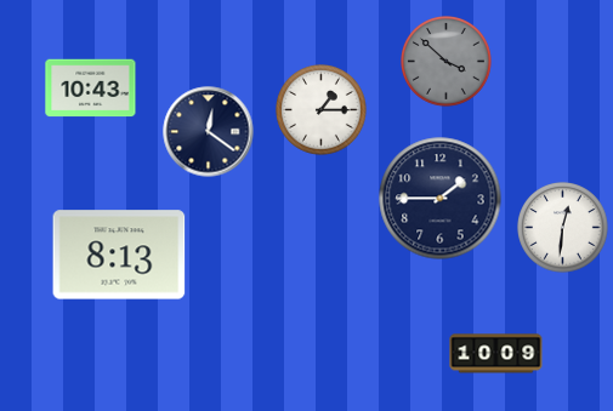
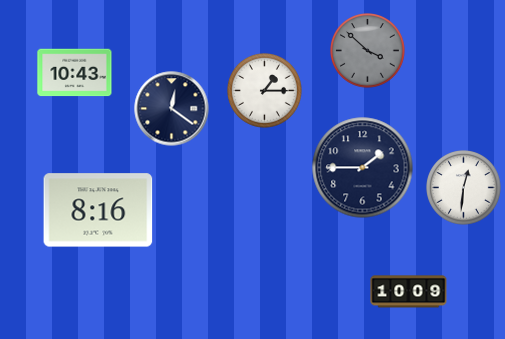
clock at (441, 199) position: (441, 199) -> (363, 168)
clock at (119, 255): 8:13 -> 8:16
